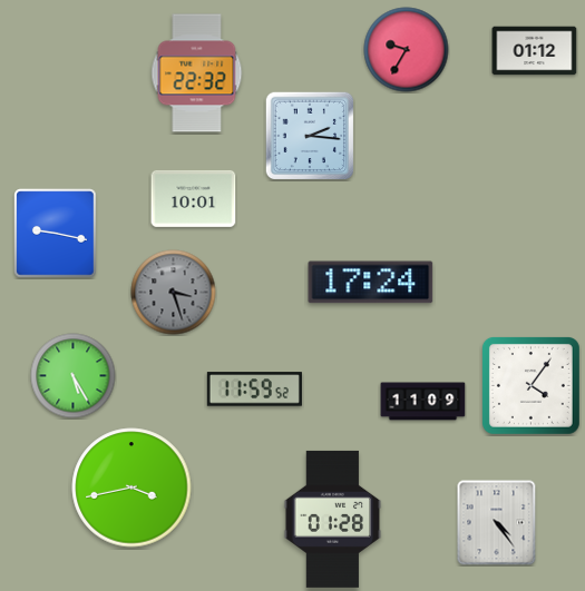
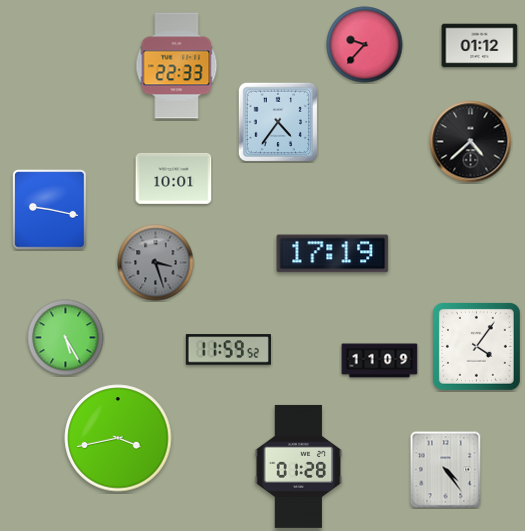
clock at (407, 50): 9:35 -> 9:37
clock at (197, 73): 22:32 -> 22:33
clock at (310, 135): 2:16 -> 4:36
clock at (471, 142): none -> 4:38
clock at (371, 283): 17:24 -> 17:19
